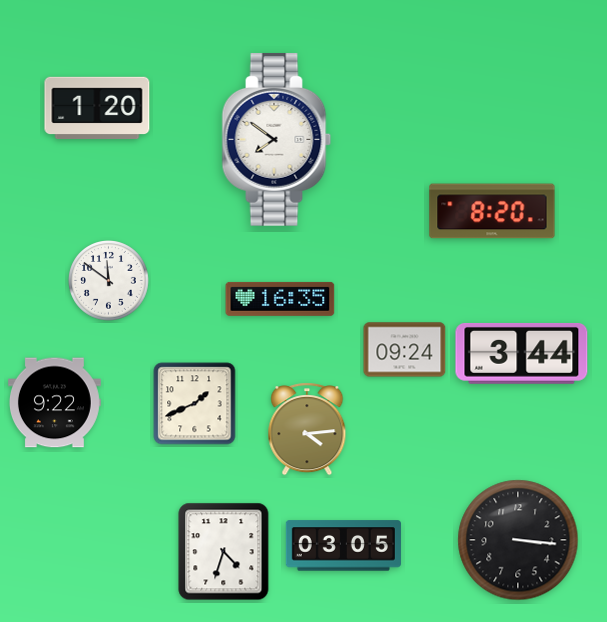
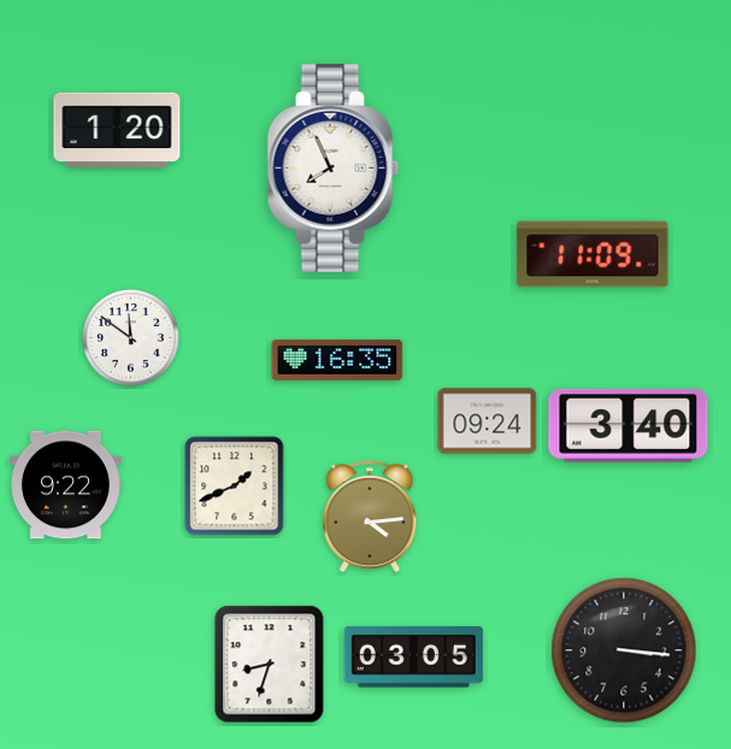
clock at (277, 139): 7:51 -> 7:56
clock at (492, 211): 8:20 -> 11:09
clock at (522, 353): 3:44 -> 3:40
clock at (224, 552): 4:33 -> 8:33
